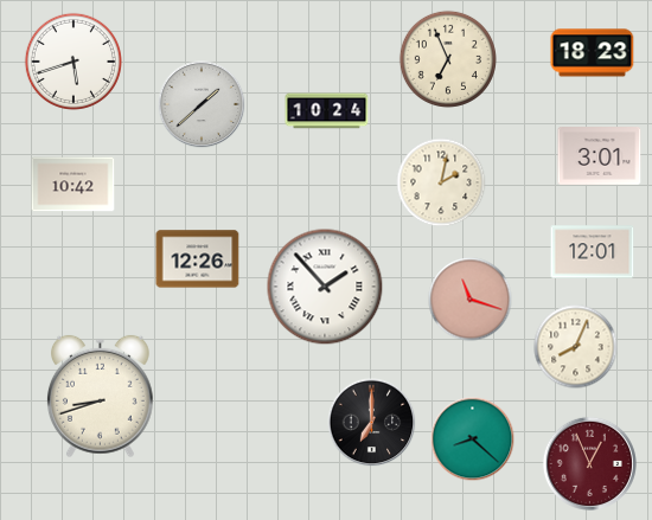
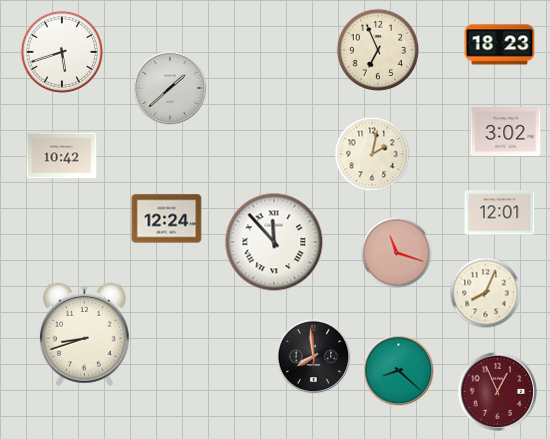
clock at (327, 111): 10:24 -> none
clock at (600, 156): 3:01 -> 3:02
clock at (198, 259): 12:26 -> 12:24
clock at (325, 287): 1:53 -> 11:53
clock at (372, 423): 7:00 -> 7:59
